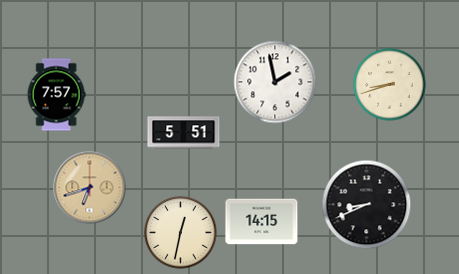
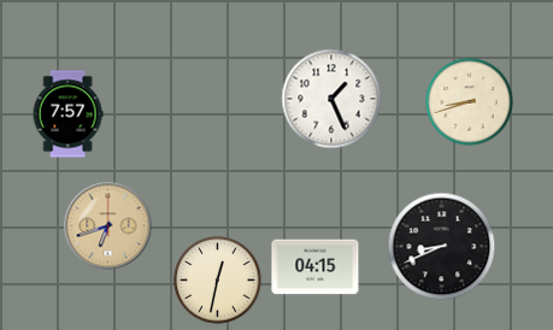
clock at (275, 82): 1:58 -> 1:26
clock at (184, 133): 5:51 -> none
clock at (262, 222): 14:15 -> 04:15
